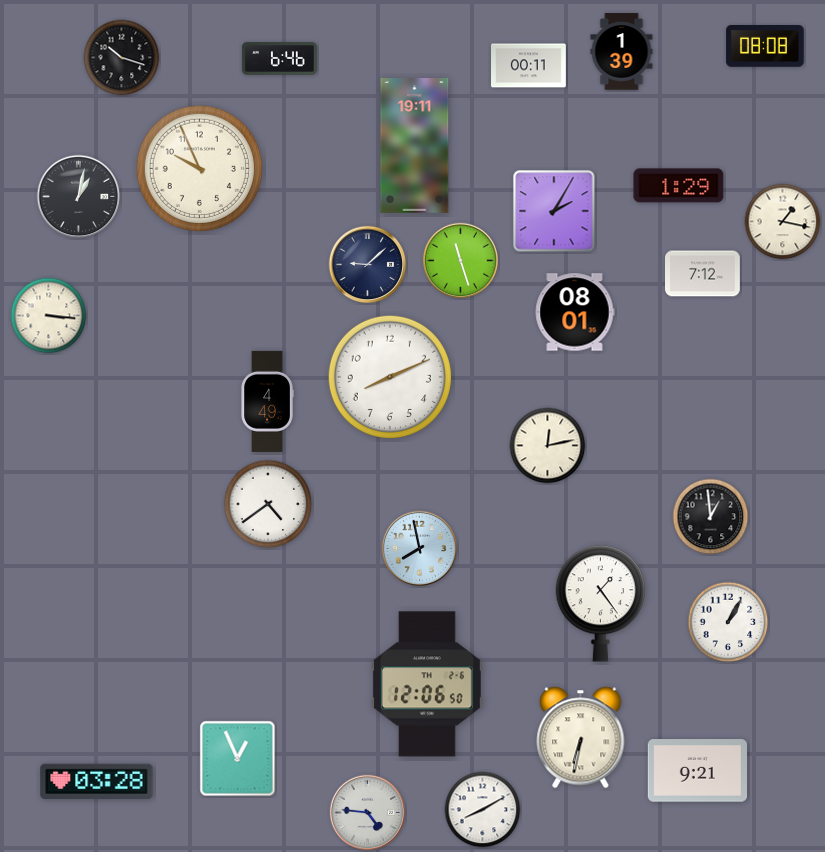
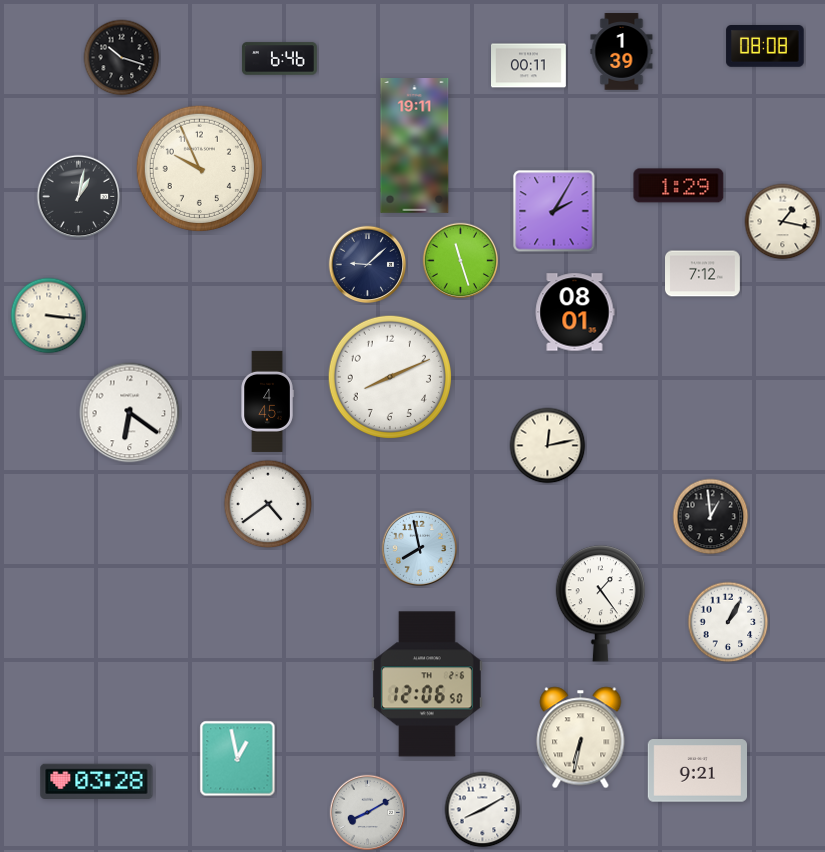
clock at (267, 401): 4:49 -> 4:45
clock at (130, 413): none -> 6:21
clock at (238, 759): 12:56 -> 12:58
clock at (368, 813): 4:46 -> 8:10
